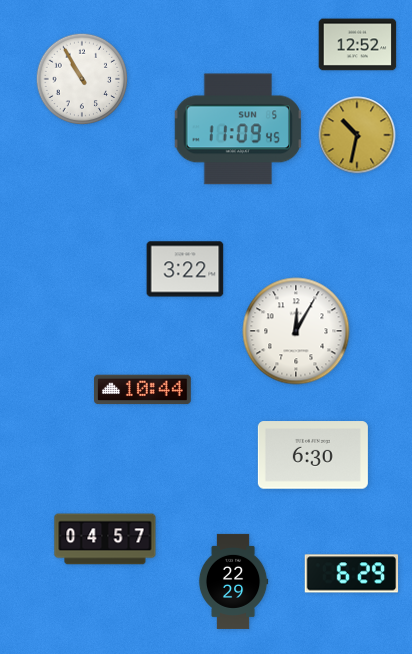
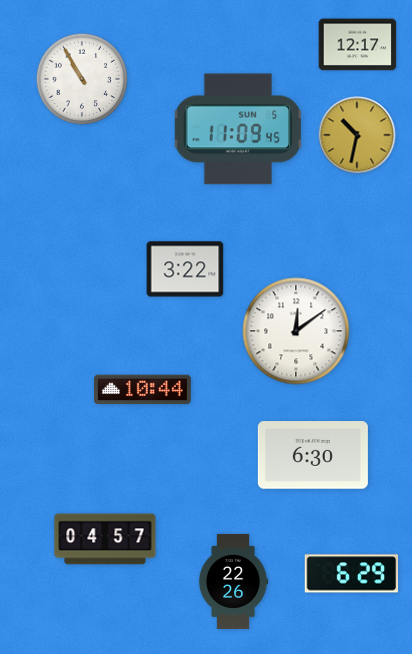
clock at (358, 45): 12:52 -> 12:17
clock at (296, 331): 12:05 -> 12:09
clock at (233, 581): 22:29 -> 22:26
